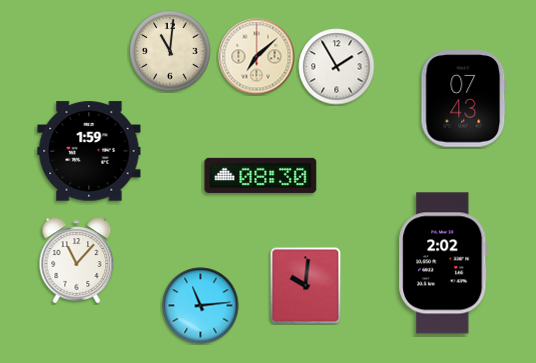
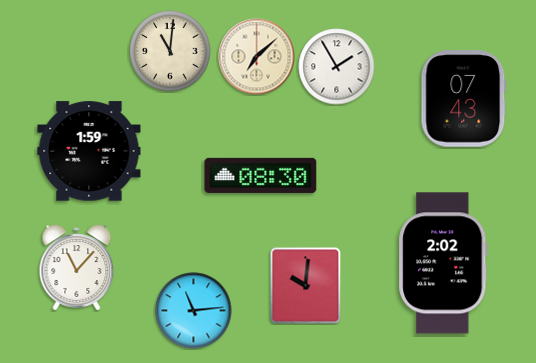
clock at (77, 261) position: (77, 261) -> (77, 268)
clock at (201, 306) position: (201, 306) -> (194, 311)
